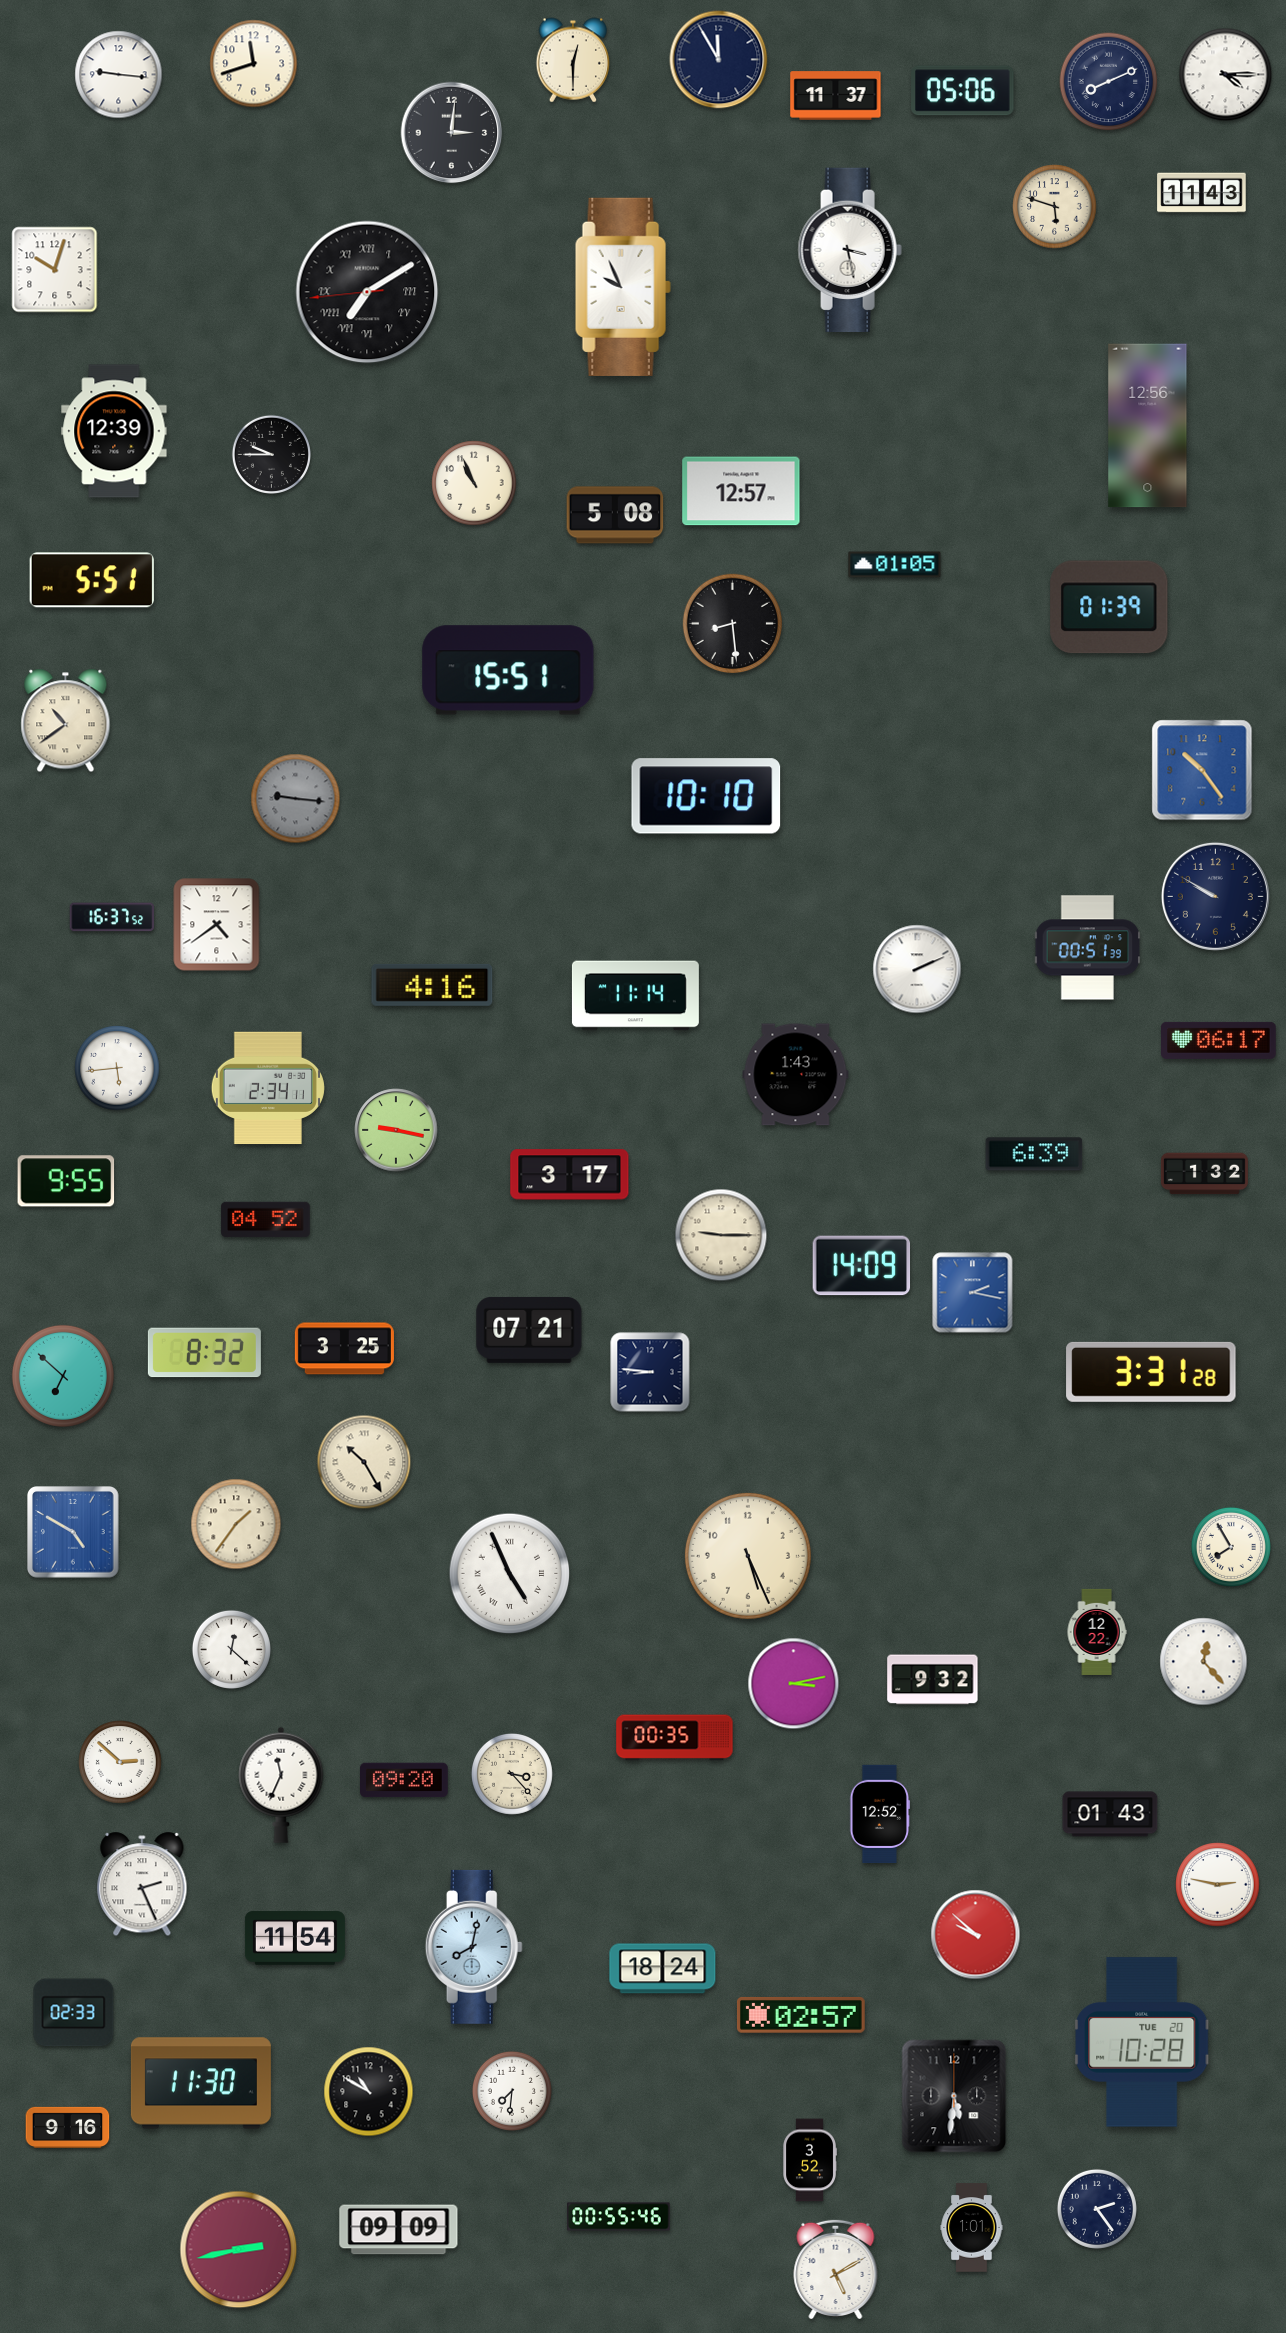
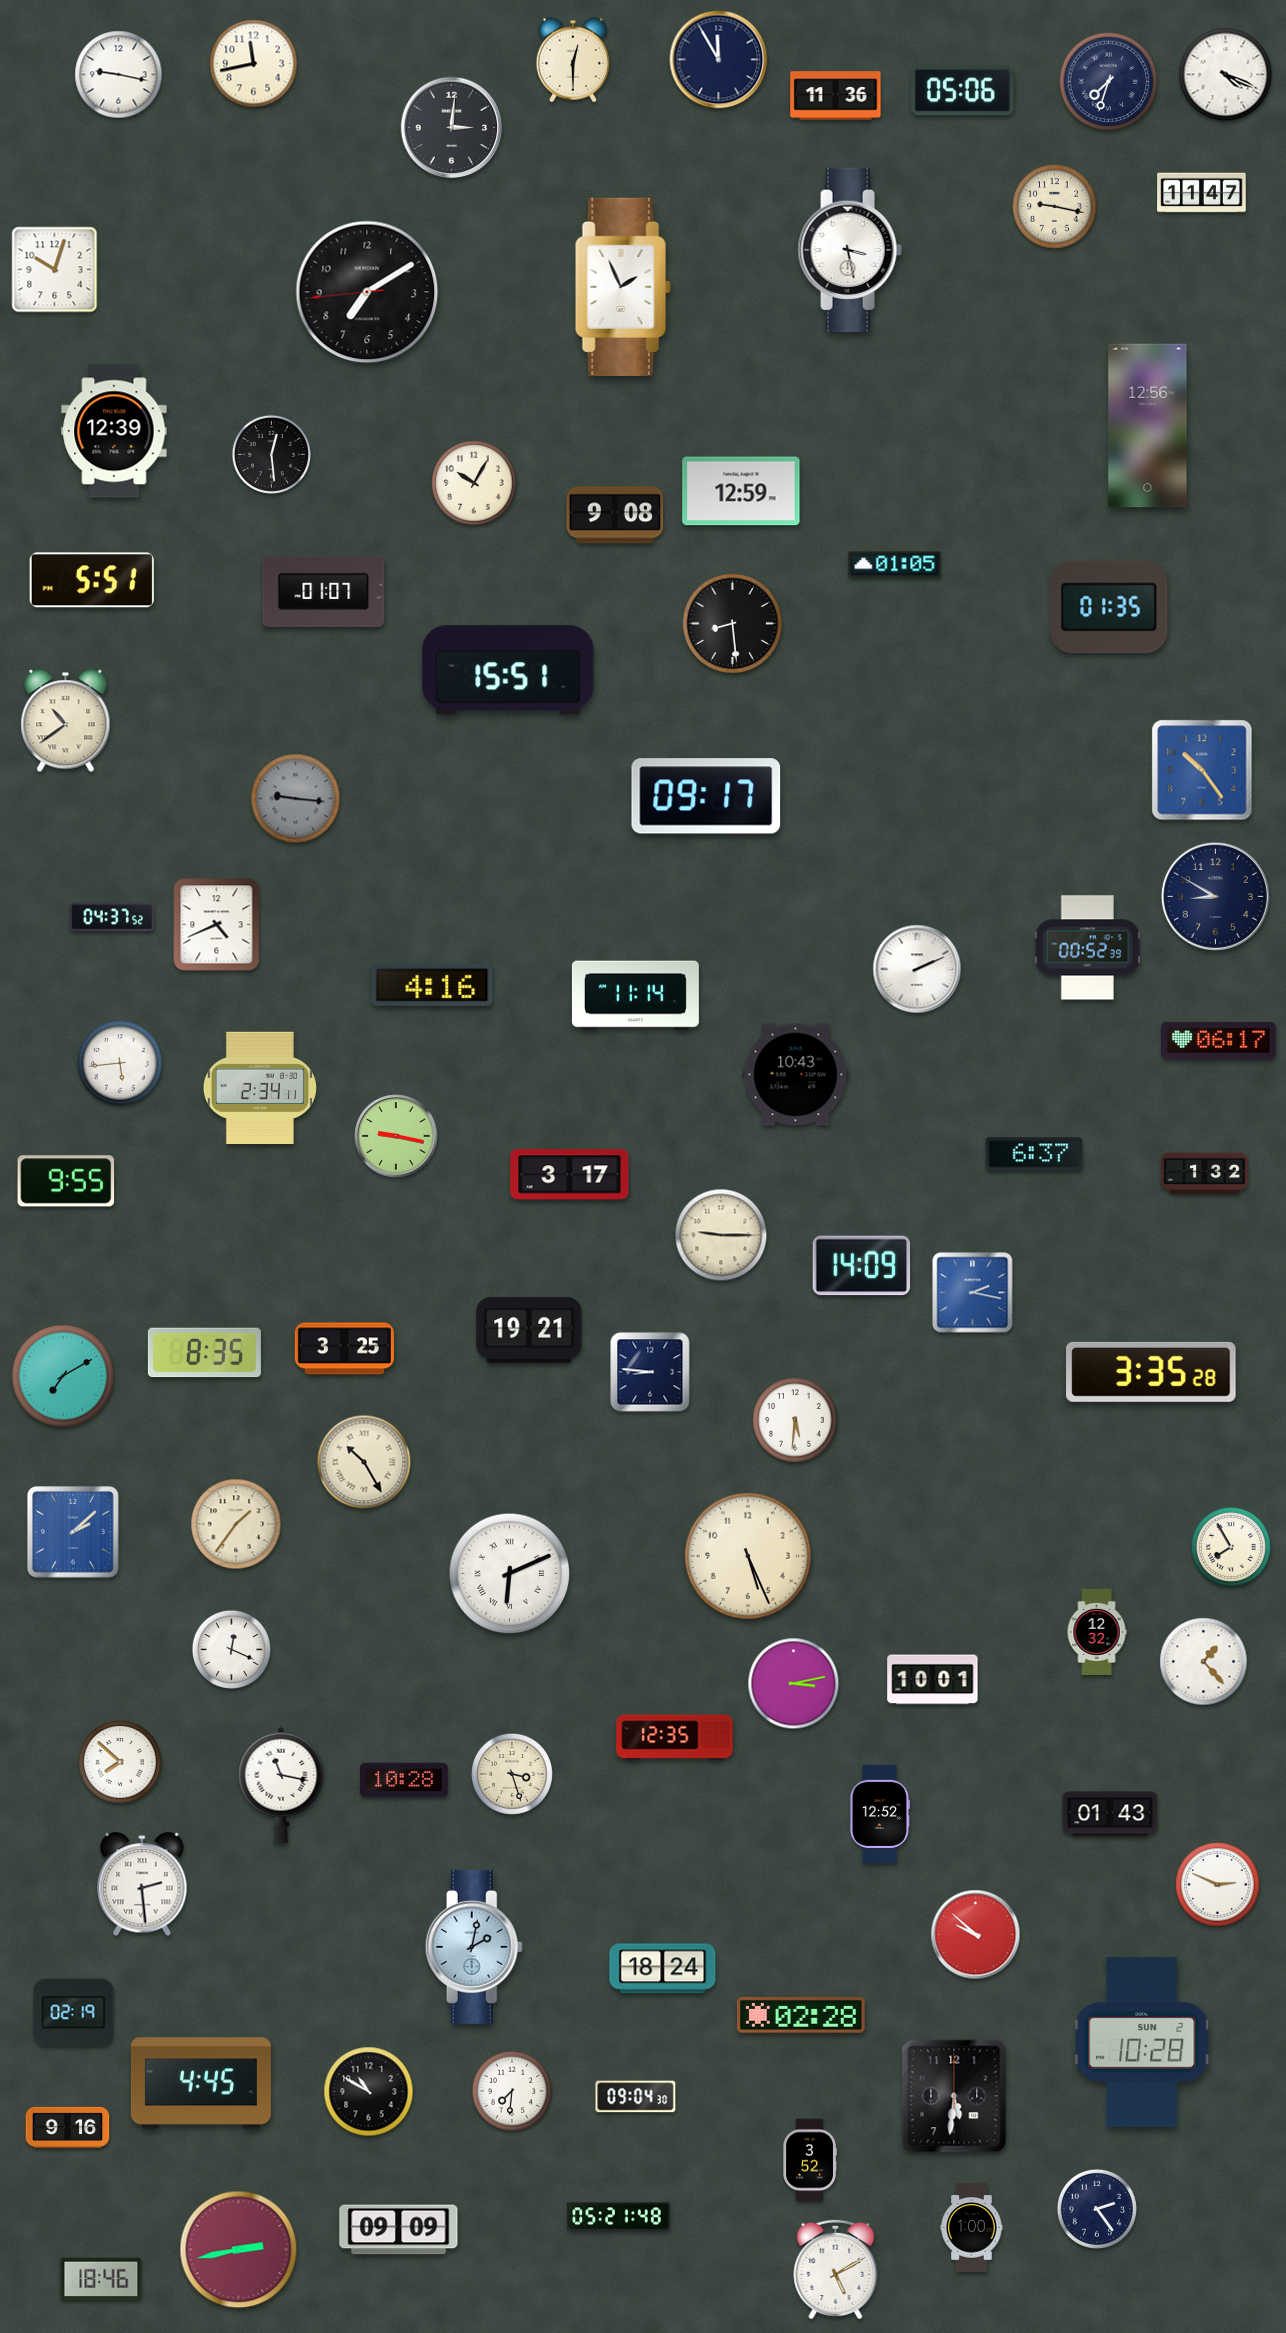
clock at (254, 64): 11:42 -> 11:43
clock at (119, 75): 9:16 -> 9:17
clock at (1226, 75): 4:15 -> 4:19
clock at (1109, 82): 8:11 -> 7:33
clock at (836, 96): 11:37 -> 11:36
clock at (452, 133) position: (452, 133) -> (452, 128)
clock at (1202, 193): 11:43 -> 11:47
clock at (1055, 207): 5:48 -> 9:17
clock at (623, 287): 9:56 -> 1:56
clock at (367, 292) numerals: Roman -> Arabic
clock at (271, 454): 9:45 -> 12:29
clock at (474, 483): 10:56 -> 10:05
clock at (741, 491): 12:57 -> 12:59
clock at (615, 515): 5:08 -> 9:08
clock at (324, 591): none -> 01:07
clock at (1109, 607): 01:39 -> 01:35
clock at (706, 796): 10:10 -> 09:17
clock at (1215, 896): 9:50 -> 8:50
clock at (112, 917): 16:37 -> 04:37
clock at (217, 925): 4:39 -> 4:41
clock at (1088, 948): 00:51 -> 00:52
clock at (117, 1068) position: (117, 1068) -> (120, 1063)
clock at (796, 1075): 1:43 -> 10:43
clock at (268, 1088) position: (268, 1088) -> (260, 1088)
clock at (396, 1130) position: (396, 1130) -> (396, 1136)
clock at (1034, 1154): 6:39 -> 6:37
clock at (266, 1220): 04:52 -> none
clock at (529, 1330): 07:21 -> 19:21
clock at (204, 1353): 8:32 -> 8:35
clock at (1151, 1372): 3:31 -> 3:35
clock at (63, 1376): 6:52 -> 7:10
clock at (795, 1420): none -> 5:31
clock at (73, 1532): 4:50 -> 2:08
clock at (510, 1574): 4:56 -> 6:11
clock at (1097, 1632): 12:22 -> 12:32
clock at (231, 1649): 12:22 -> 12:19
clock at (1204, 1662): 12:23 -> 1:23
clock at (933, 1680): 9:32 -> 10:01
clock at (675, 1738): 00:35 -> 12:35
clock at (120, 1762): 2:52 -> 7:52
clock at (512, 1774): 3:23 -> 3:27
clock at (405, 1780): 09:20 -> 10:28
clock at (281, 1785): 11:34 -> 11:17
clock at (142, 1885): 2:26 -> 2:29
clock at (1218, 1885): 2:47 -> 2:49
clock at (295, 1938): 11:54 -> none
clock at (474, 1947): 8:02 -> 2:02
clock at (74, 2013): 02:33 -> 02:19
clock at (801, 2015): 02:57 -> 02:28
clock at (1143, 2042) date: TUE 20 -> SUN 2
clock at (201, 2083): 11:30 -> 4:45
clock at (636, 2097): none -> 09:04
clock at (619, 2217): 00:55 -> 05:21
clock at (972, 2228): 1:01 -> 1:00
clock at (101, 2279): none -> 18:46
